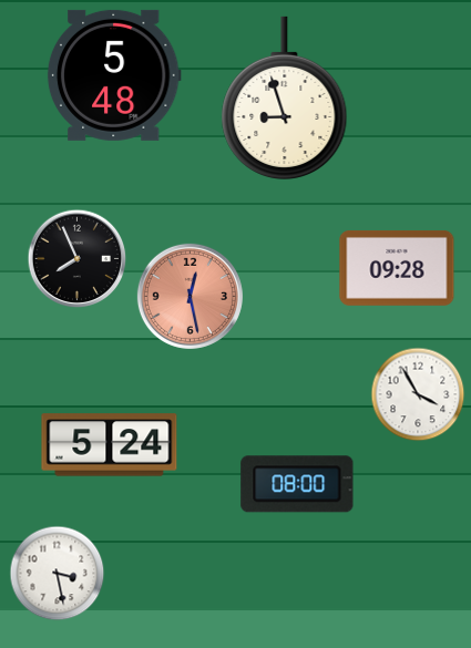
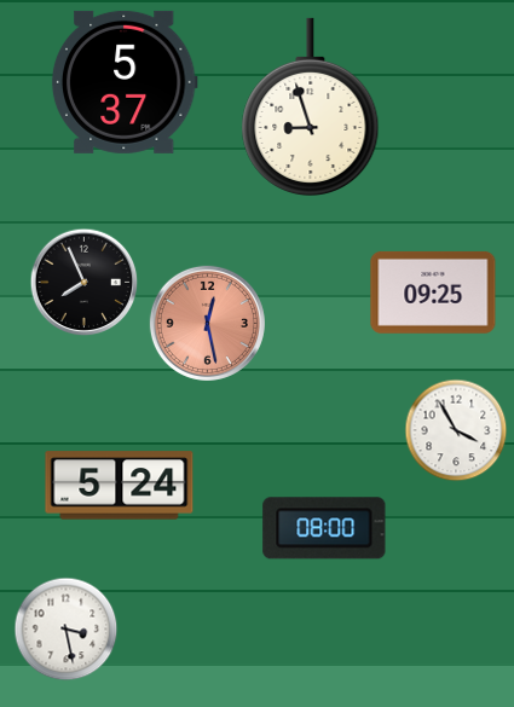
clock at (114, 75): 5:48 -> 5:37
clock at (397, 268): 09:28 -> 09:25
clock at (58, 574) position: (58, 574) -> (67, 630)
